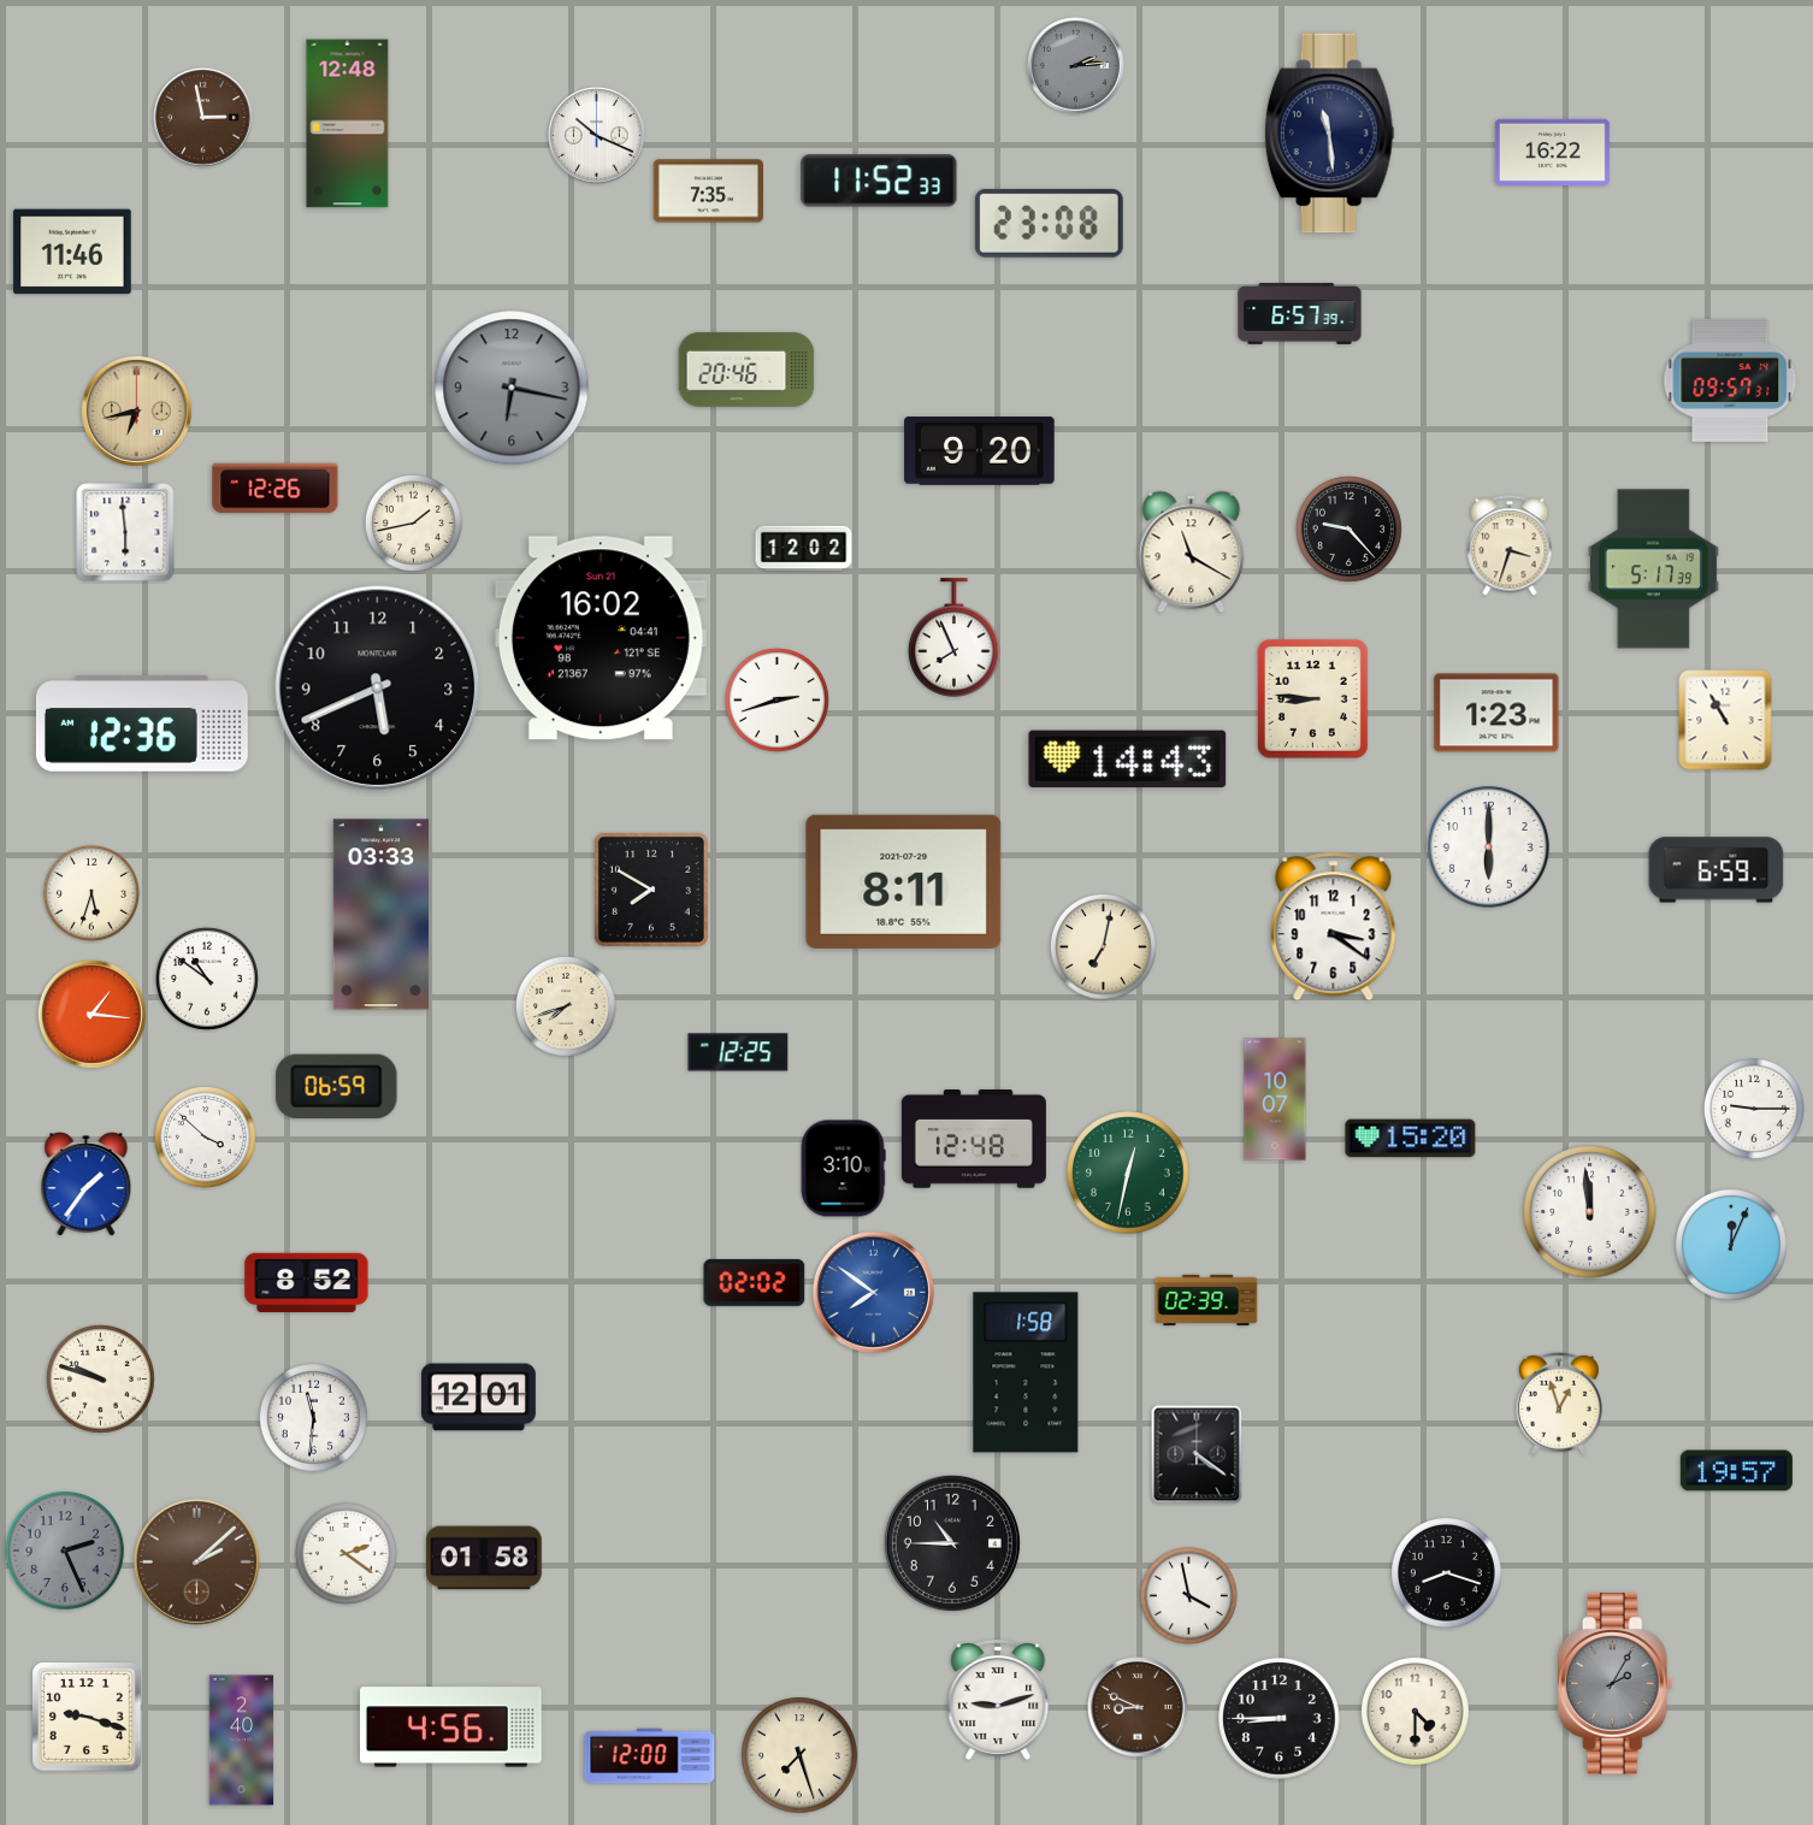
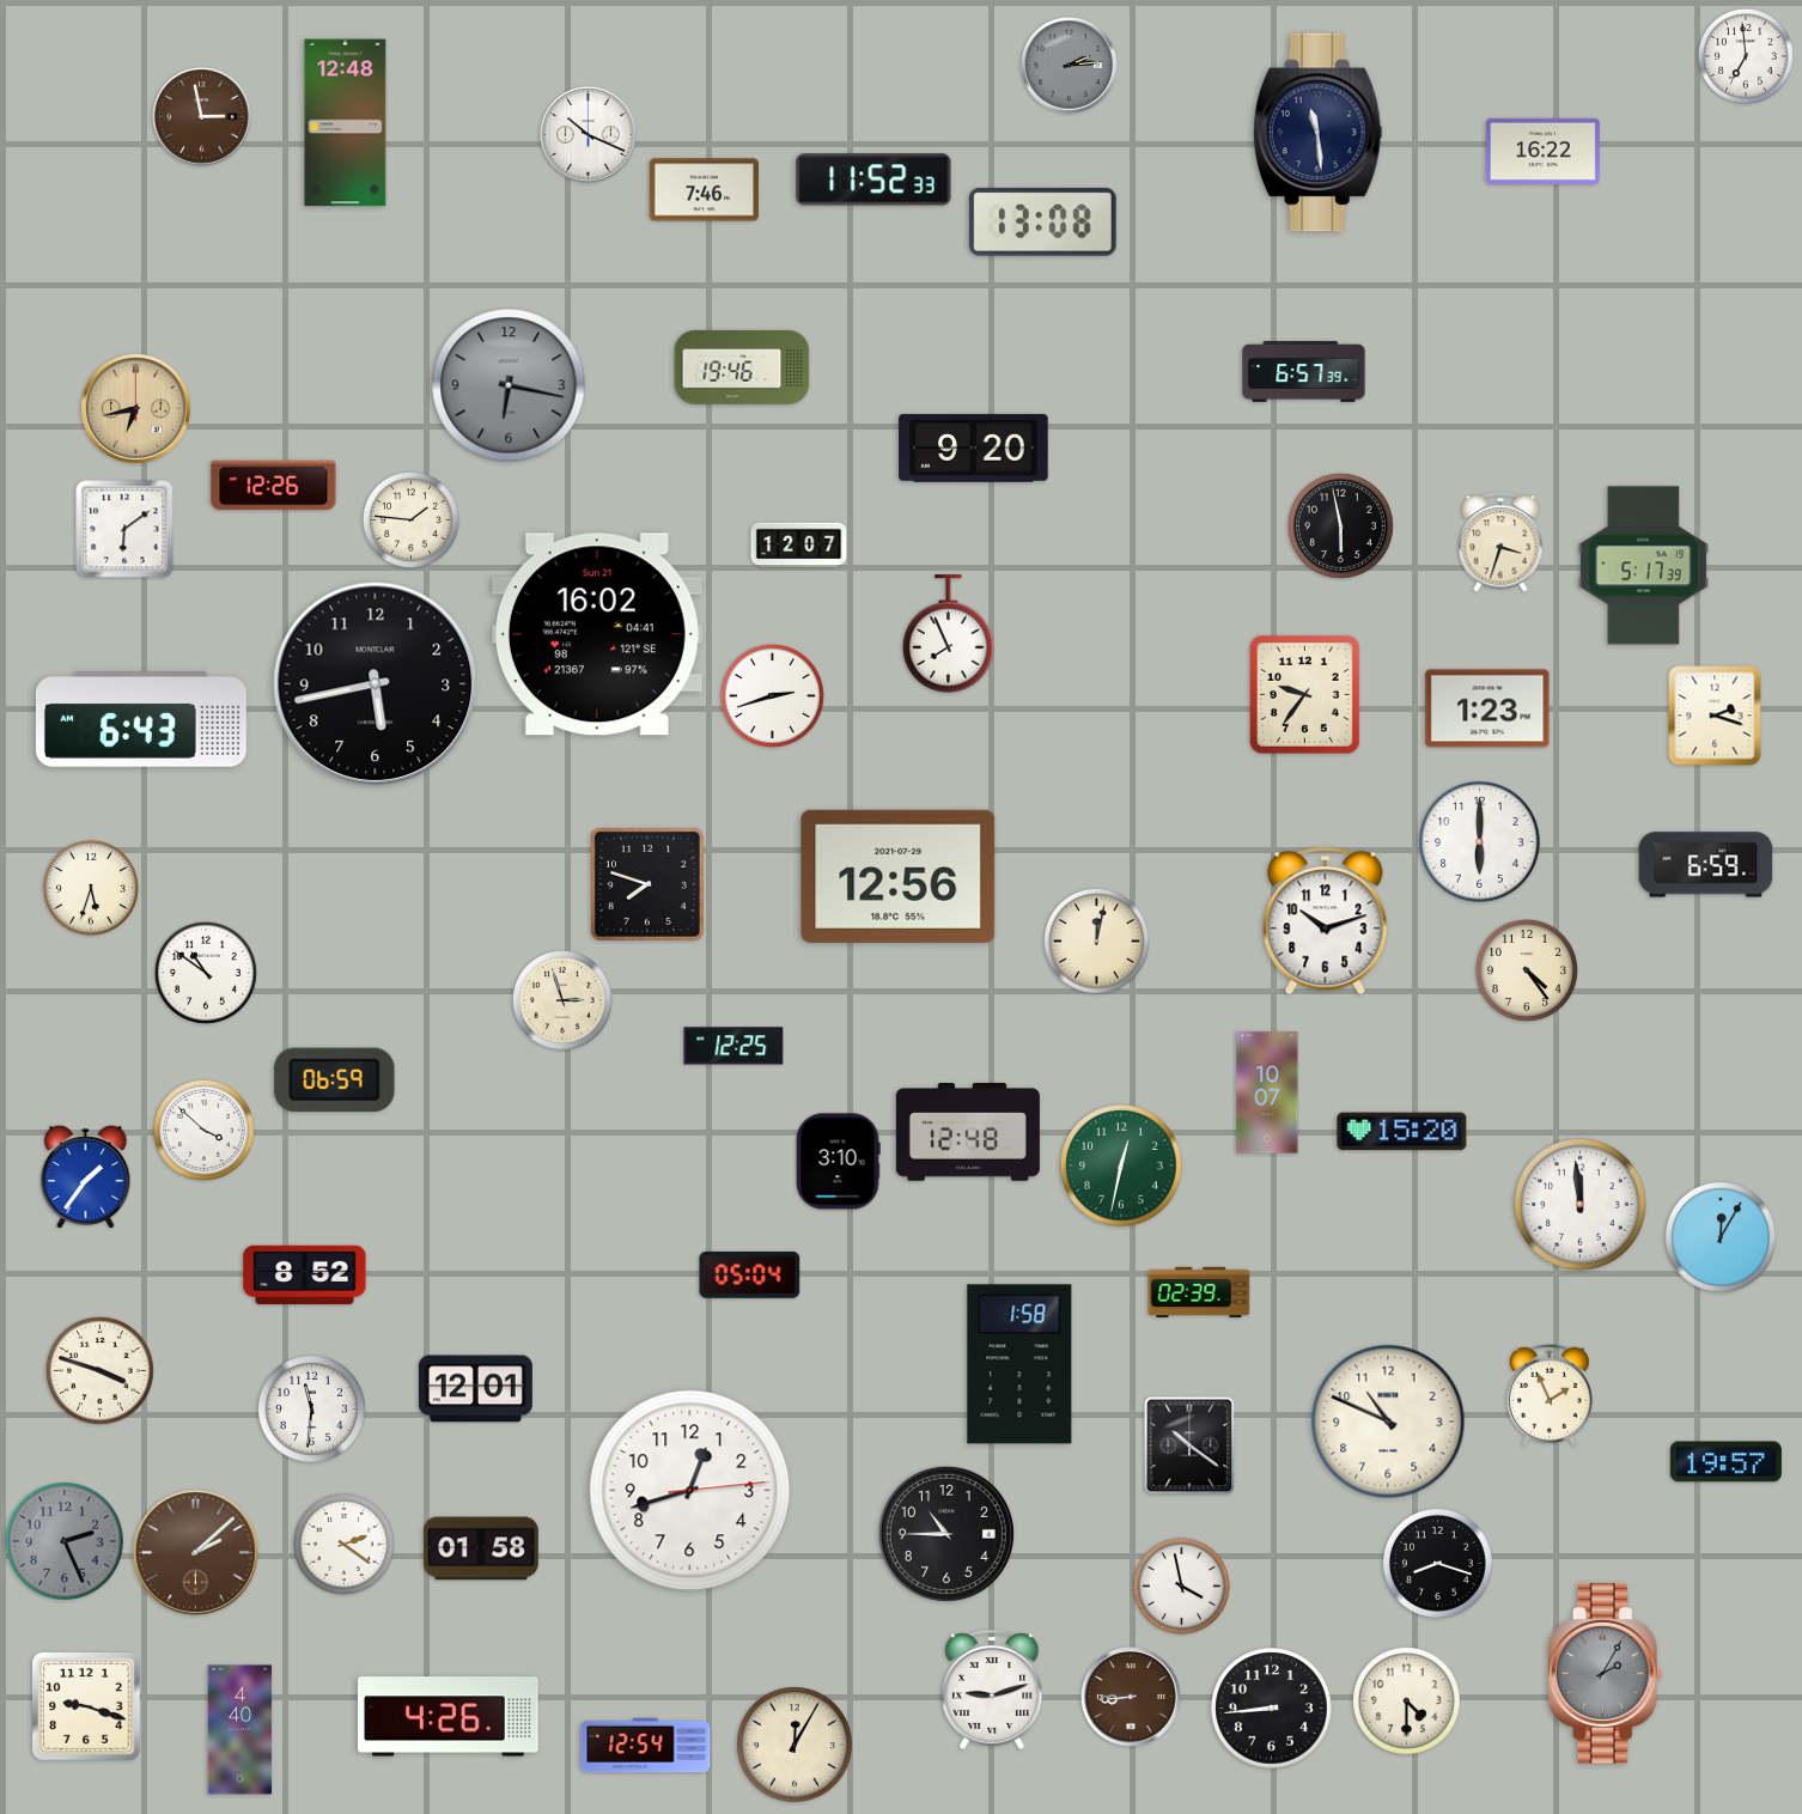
clock at (1746, 56): none -> 6:59
clock at (1329, 134) position: (1329, 134) -> (1317, 133)
clock at (597, 136) position: (597, 136) -> (589, 135)
clock at (708, 191): 7:35 -> 7:46
clock at (1049, 223): 23:08 -> 13:08
clock at (72, 252): 11:46 -> none
clock at (1300, 314) position: (1300, 314) -> (1304, 372)
clock at (746, 370): 20:46 -> 19:46
clock at (1730, 380): 09:57 -> none
clock at (413, 522): 1:43 -> 1:46
clock at (1348, 528): 9:23 -> 5:58
clock at (125, 532): 5:59 -> 6:09
clock at (804, 549): 12:02 -> 12:07
clock at (1192, 553): 11:20 -> none
clock at (378, 689): 5:41 -> 5:43
clock at (1312, 698): 8:46 -> 9:36
clock at (1725, 720): 10:55 -> 2:18
clock at (142, 723): 12:36 -> 6:43
clock at (1128, 760): 14:43 -> none
clock at (904, 881): 8:11 -> 12:56
clock at (651, 890): 7:50 -> 7:48
clock at (380, 915): 03:33 -> none
clock at (1334, 927): 3:21 -> 10:12
clock at (1103, 946): 7:02 -> 12:02
clock at (1527, 970): none -> 4:24
clock at (566, 1006): 7:42 -> 2:57
clock at (91, 1014): 1:16 -> none
clock at (1754, 1109): 9:15 -> none
clock at (1732, 1246): 12:04 -> 12:05
clock at (755, 1282): 02:02 -> 05:04
clock at (873, 1292): 7:51 -> none
clock at (100, 1378): 9:48 -> 3:48
clock at (1559, 1404): 12:57 -> 1:56
clock at (1388, 1422): none -> 10:49
clock at (1197, 1454): 4:21 -> 10:21
clock at (690, 1491): none -> 12:42
clock at (1139, 1708): 8:49 -> 8:44
clock at (1280, 1719): 8:45 -> 8:44
clock at (451, 1727): 4:56 -> 4:26
clock at (242, 1741): 2:40 -> 4:40
clock at (799, 1755): 7:27 -> 12:05
clock at (650, 1756): 12:00 -> 12:54
